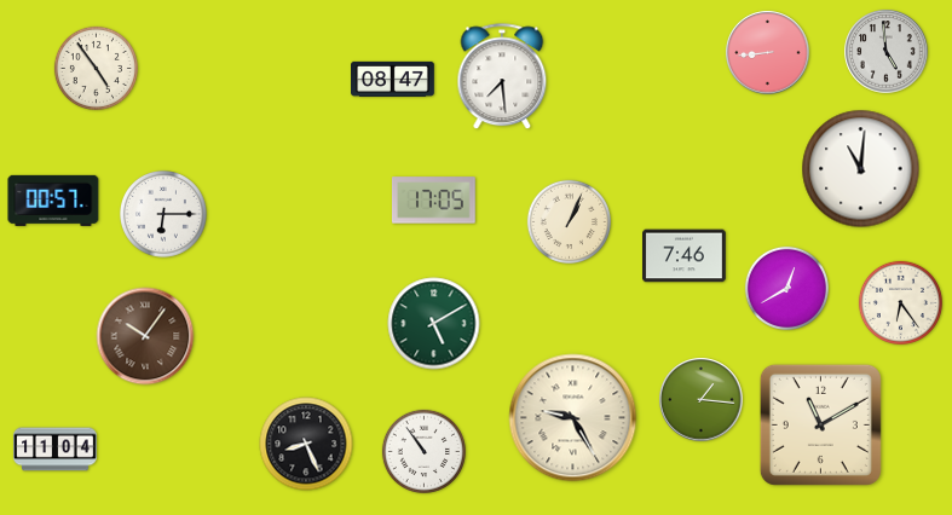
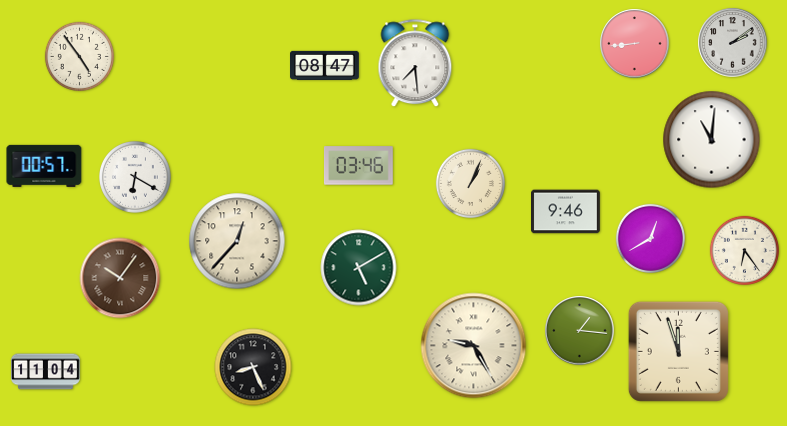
clock at (887, 52): 4:59 -> 2:09
clock at (433, 201): 17:05 -> 03:46
clock at (165, 215): 6:15 -> 6:20
clock at (685, 256): 7:46 -> 9:46
clock at (237, 241): none -> 12:37
clock at (820, 424): 11:10 -> 11:57
clock at (423, 451): 10:54 -> none
